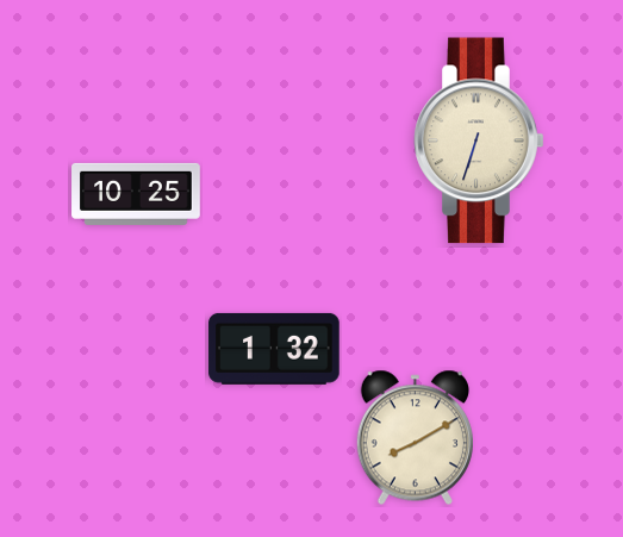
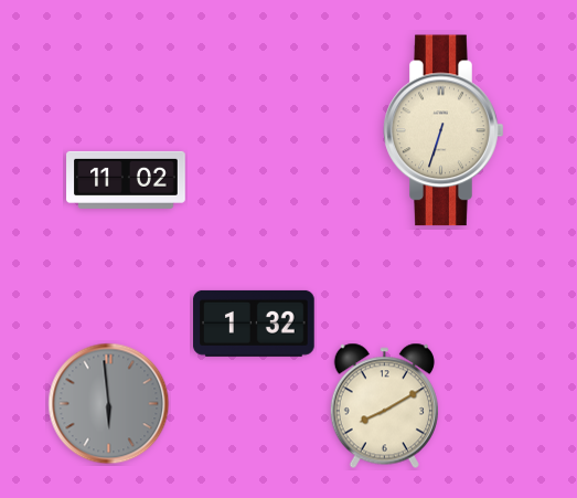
clock at (136, 194): 10:25 -> 11:02
clock at (109, 404): none -> 5:59
